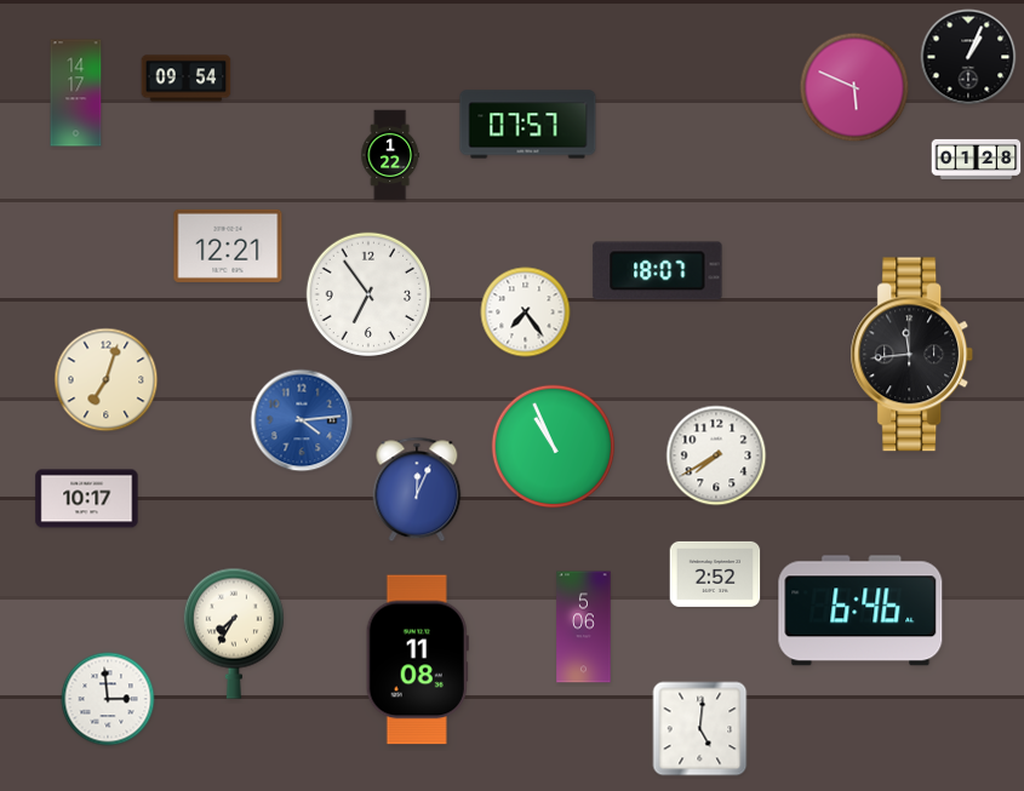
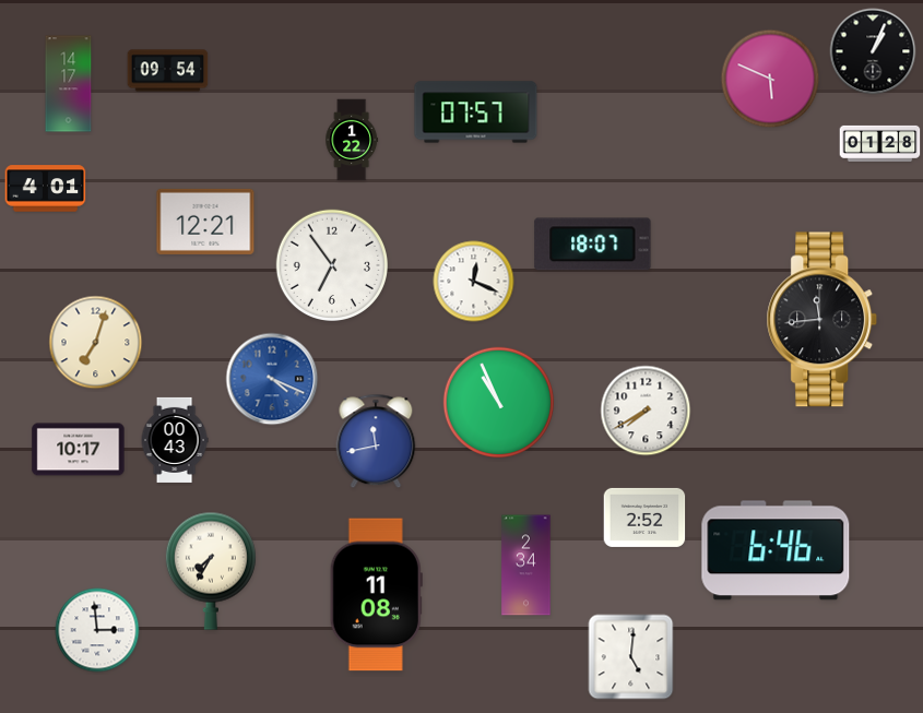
clock at (46, 189): none -> 4:01
clock at (526, 313): 7:24 -> 12:19
clock at (302, 420): 4:14 -> 4:19
clock at (175, 440): none -> 00:43
clock at (417, 489): 12:04 -> 11:43
clock at (584, 627): 5:06 -> 2:34
